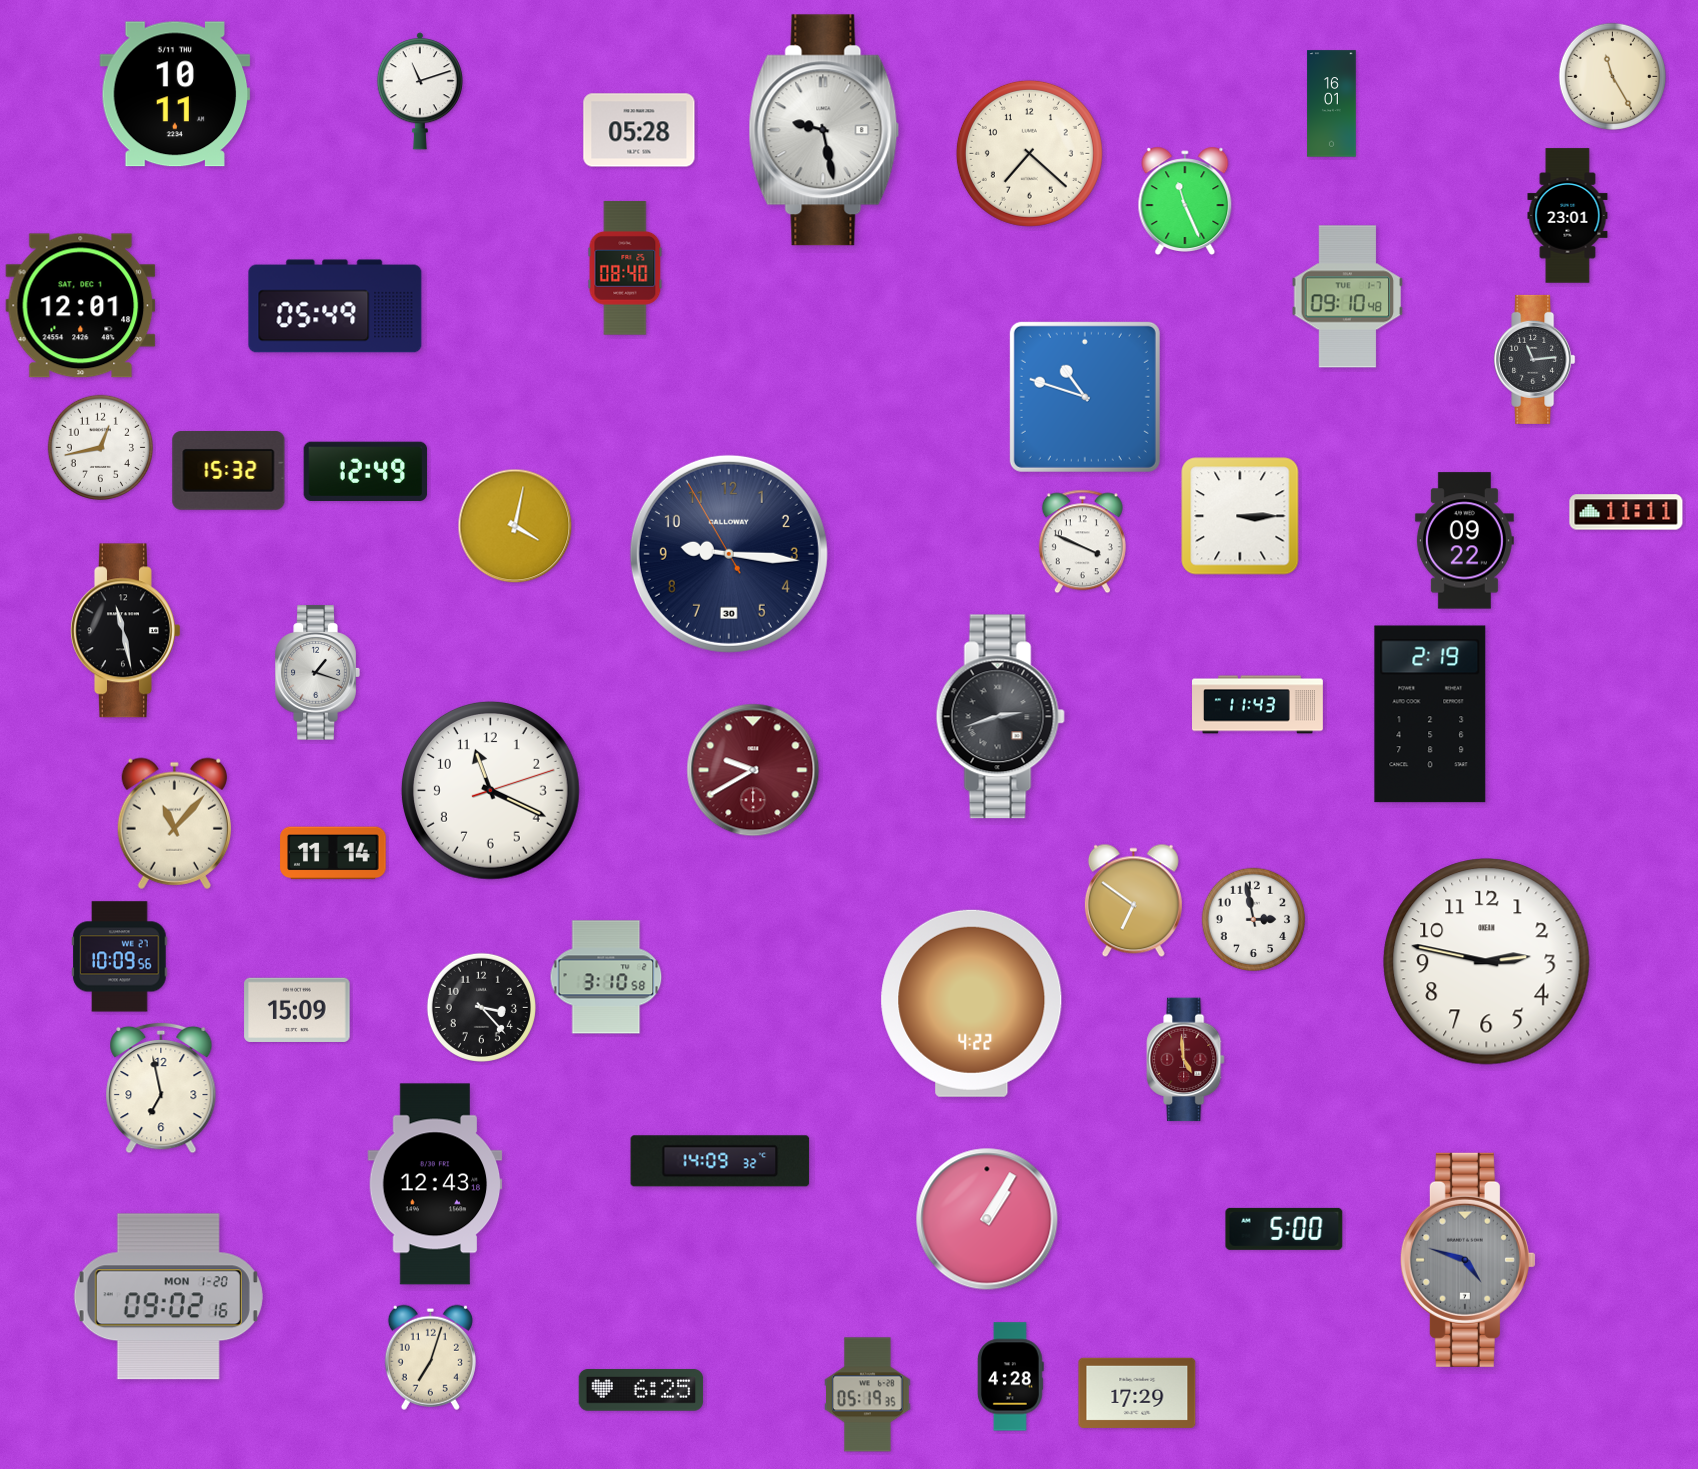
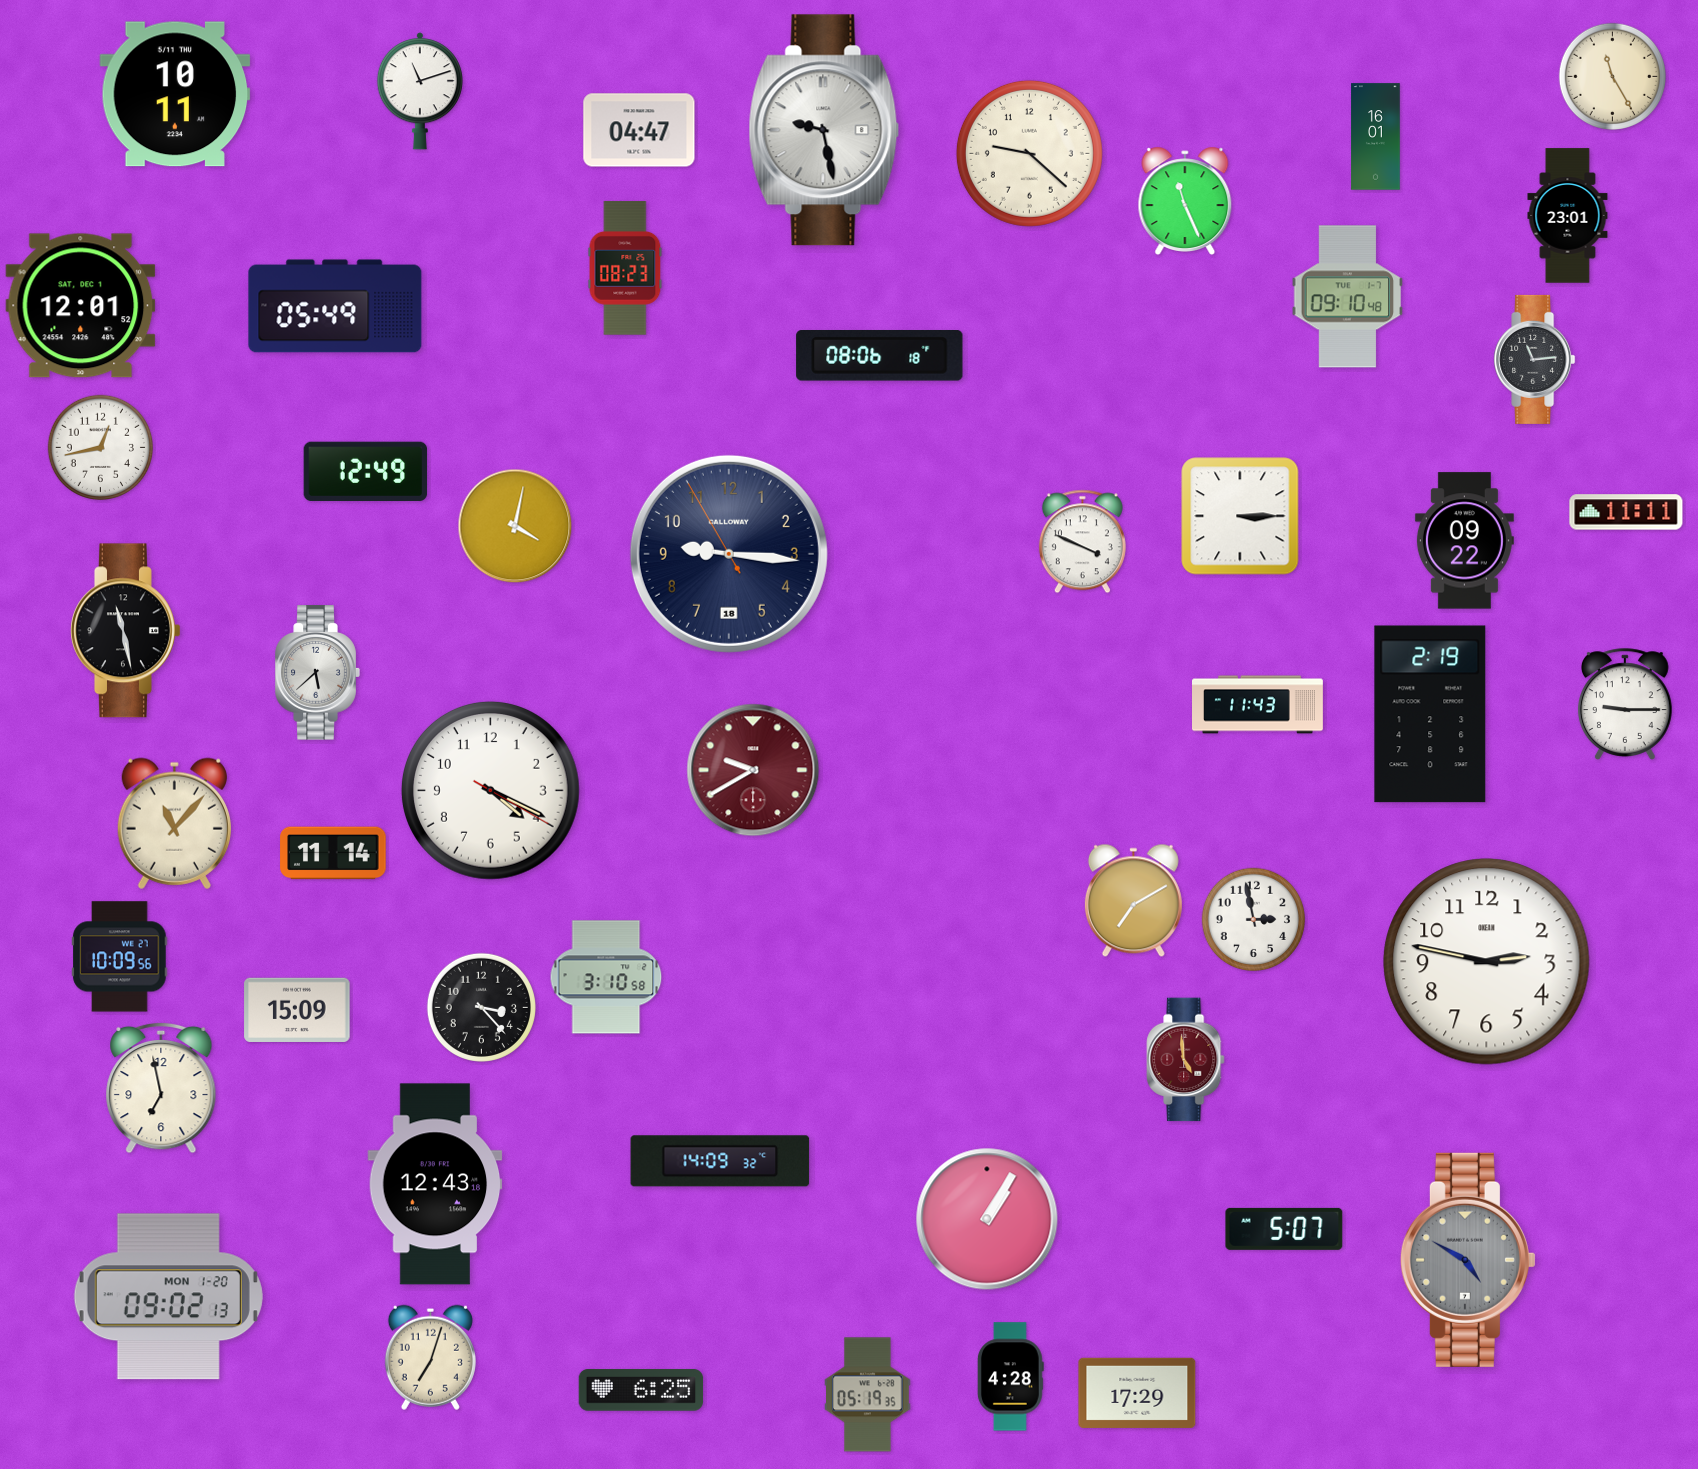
clock at (1332, 104) position: (1332, 104) -> (1376, 137)
clock at (639, 130): 05:28 -> 04:47
clock at (1029, 153): 7:22 -> 9:22
clock at (625, 268): 08:40 -> 08:23
clock at (81, 306): 12:01:48 -> 12:01:52
clock at (880, 356): none -> 08:06
clock at (1085, 397): 10:48 -> none
clock at (229, 471): 15:32 -> none
clock at (729, 554) date: 30 -> 18
clock at (317, 673): 1:18 -> 5:38
clock at (1625, 704): none -> 9:15
clock at (1000, 717): 2:42 -> none
clock at (490, 790): 11:19 -> 4:19
clock at (1133, 901): 6:51 -> 7:10
clock at (972, 1003): 4:22 -> none
clock at (1284, 1229): 5:00 -> 5:07
clock at (1468, 1260): 4:48 -> 4:50
clock at (168, 1297): 09:02:16 -> 09:02:13
